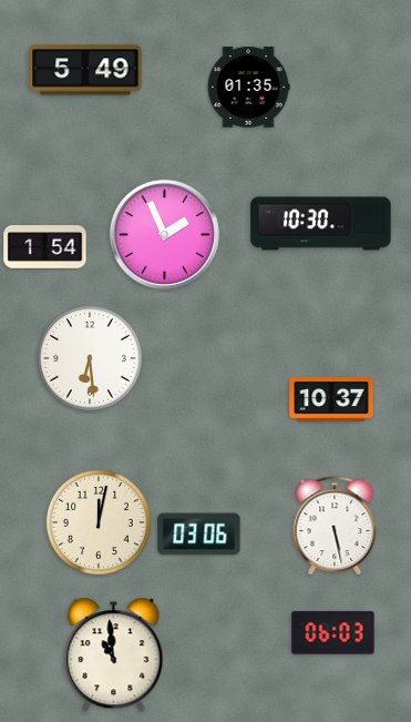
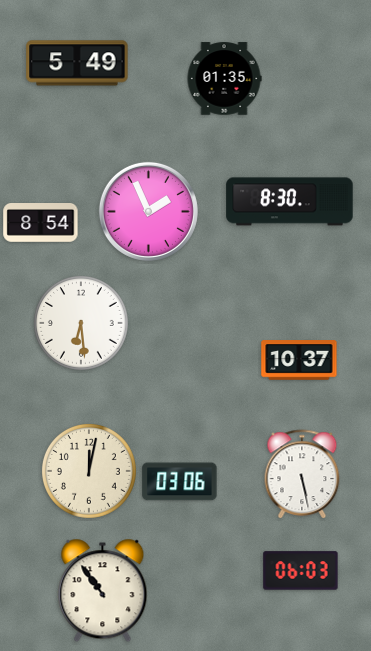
clock at (321, 224): 10:30 -> 8:30
clock at (45, 247): 1:54 -> 8:54
clock at (114, 655): 10:59 -> 10:54
